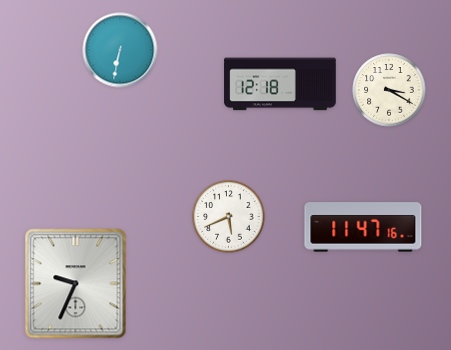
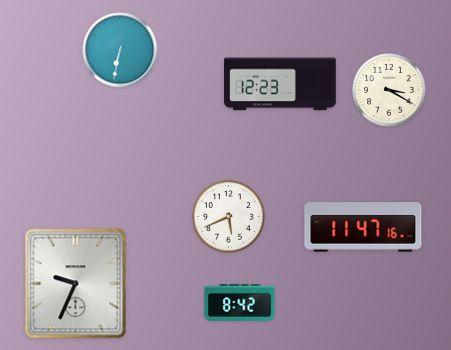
clock at (280, 84): 12:18 -> 12:23
clock at (240, 303): none -> 8:42
